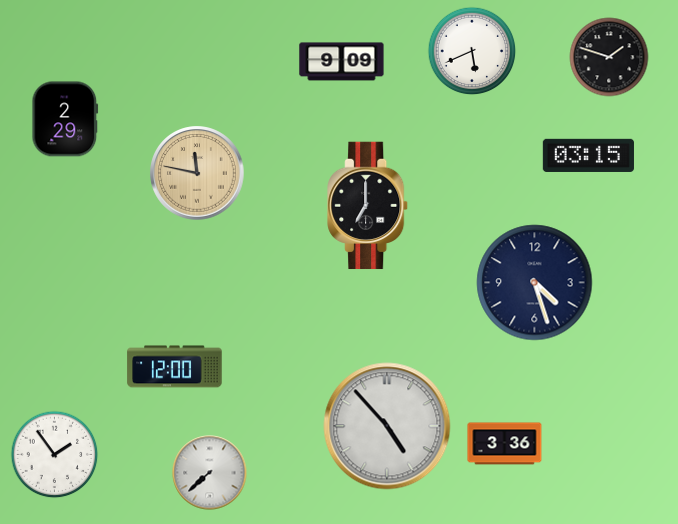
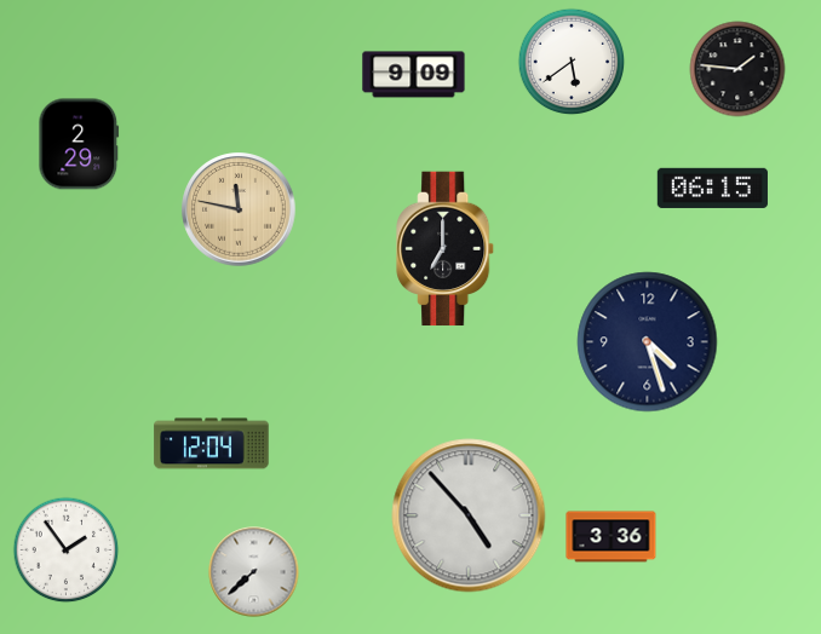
clock at (472, 51): 5:41 -> 5:39
clock at (609, 57): 1:48 -> 1:46
clock at (588, 155): 03:15 -> 06:15
clock at (175, 367): 12:00 -> 12:04
